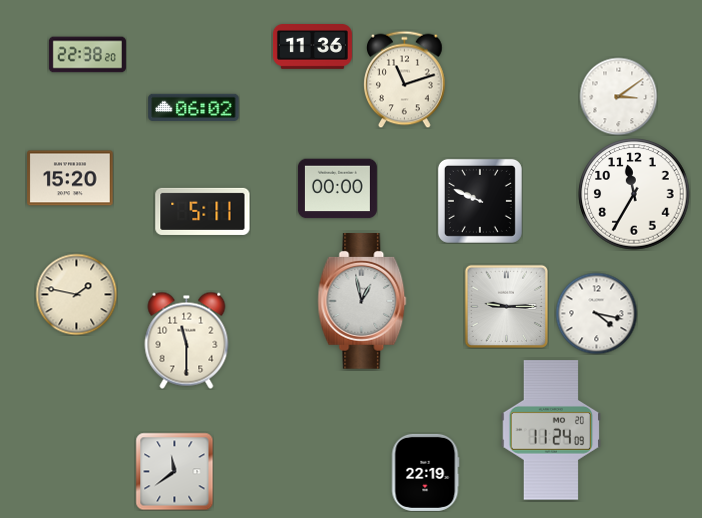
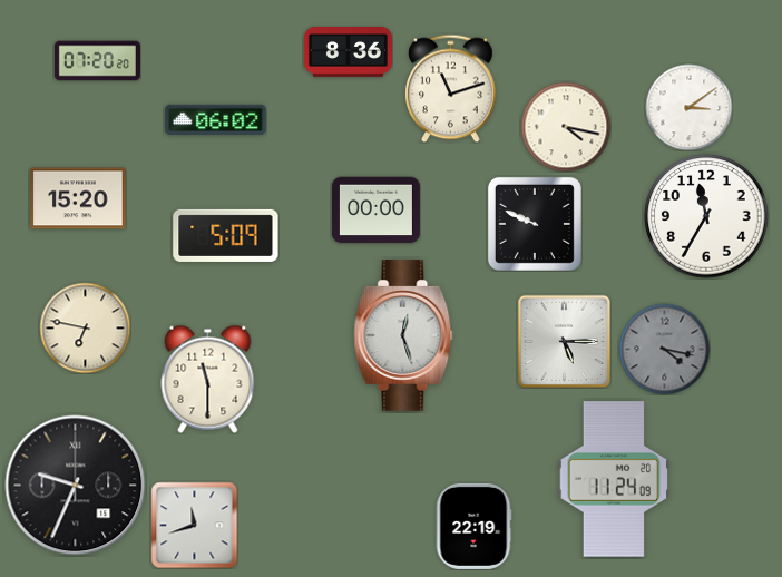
clock at (312, 47): 11:36 -> 8:36
clock at (87, 55): 22:38 -> 07:20
clock at (566, 127): none -> 4:17
clock at (203, 211): 5:11 -> 5:09
clock at (76, 294): 1:47 -> 6:47
clock at (362, 302): 12:58 -> 12:27
clock at (506, 306): 9:15 -> 5:15
clock at (596, 313) dial: white -> grey
clock at (76, 486): none -> 9:34
clock at (174, 471): 11:39 -> 11:42
